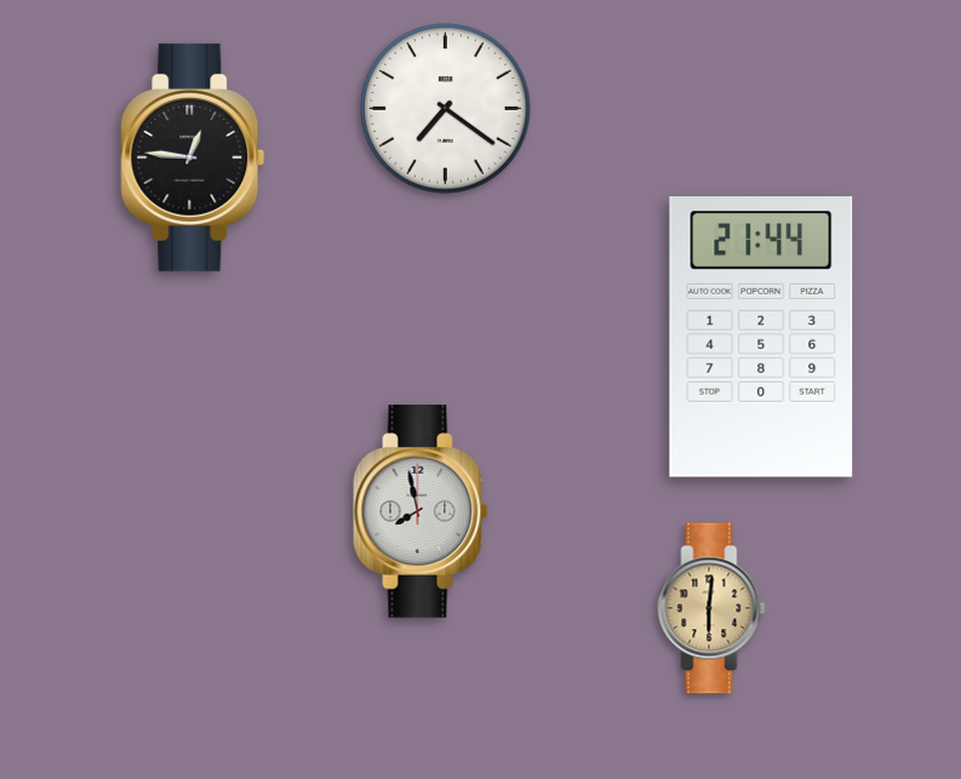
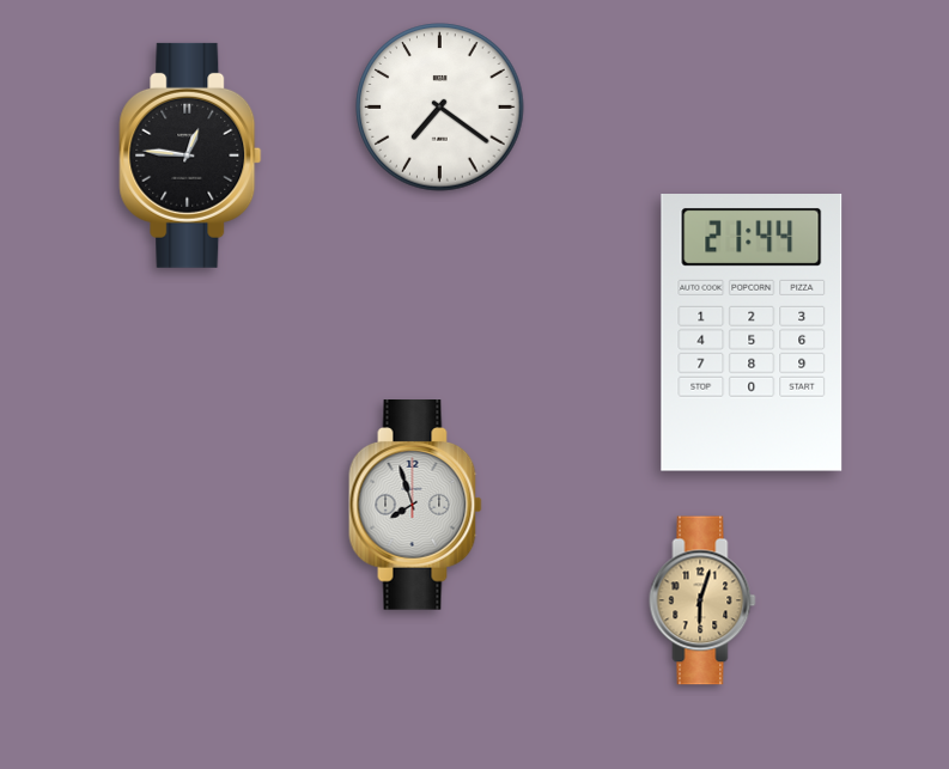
clock at (421, 512): 7:58 -> 7:57
clock at (711, 608): 6:01 -> 6:03
